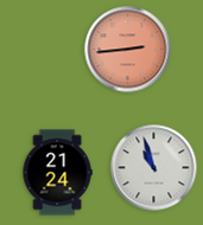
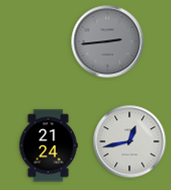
clock at (128, 50) dial: salmon -> grey
clock at (154, 168): 10:57 -> 12:43
